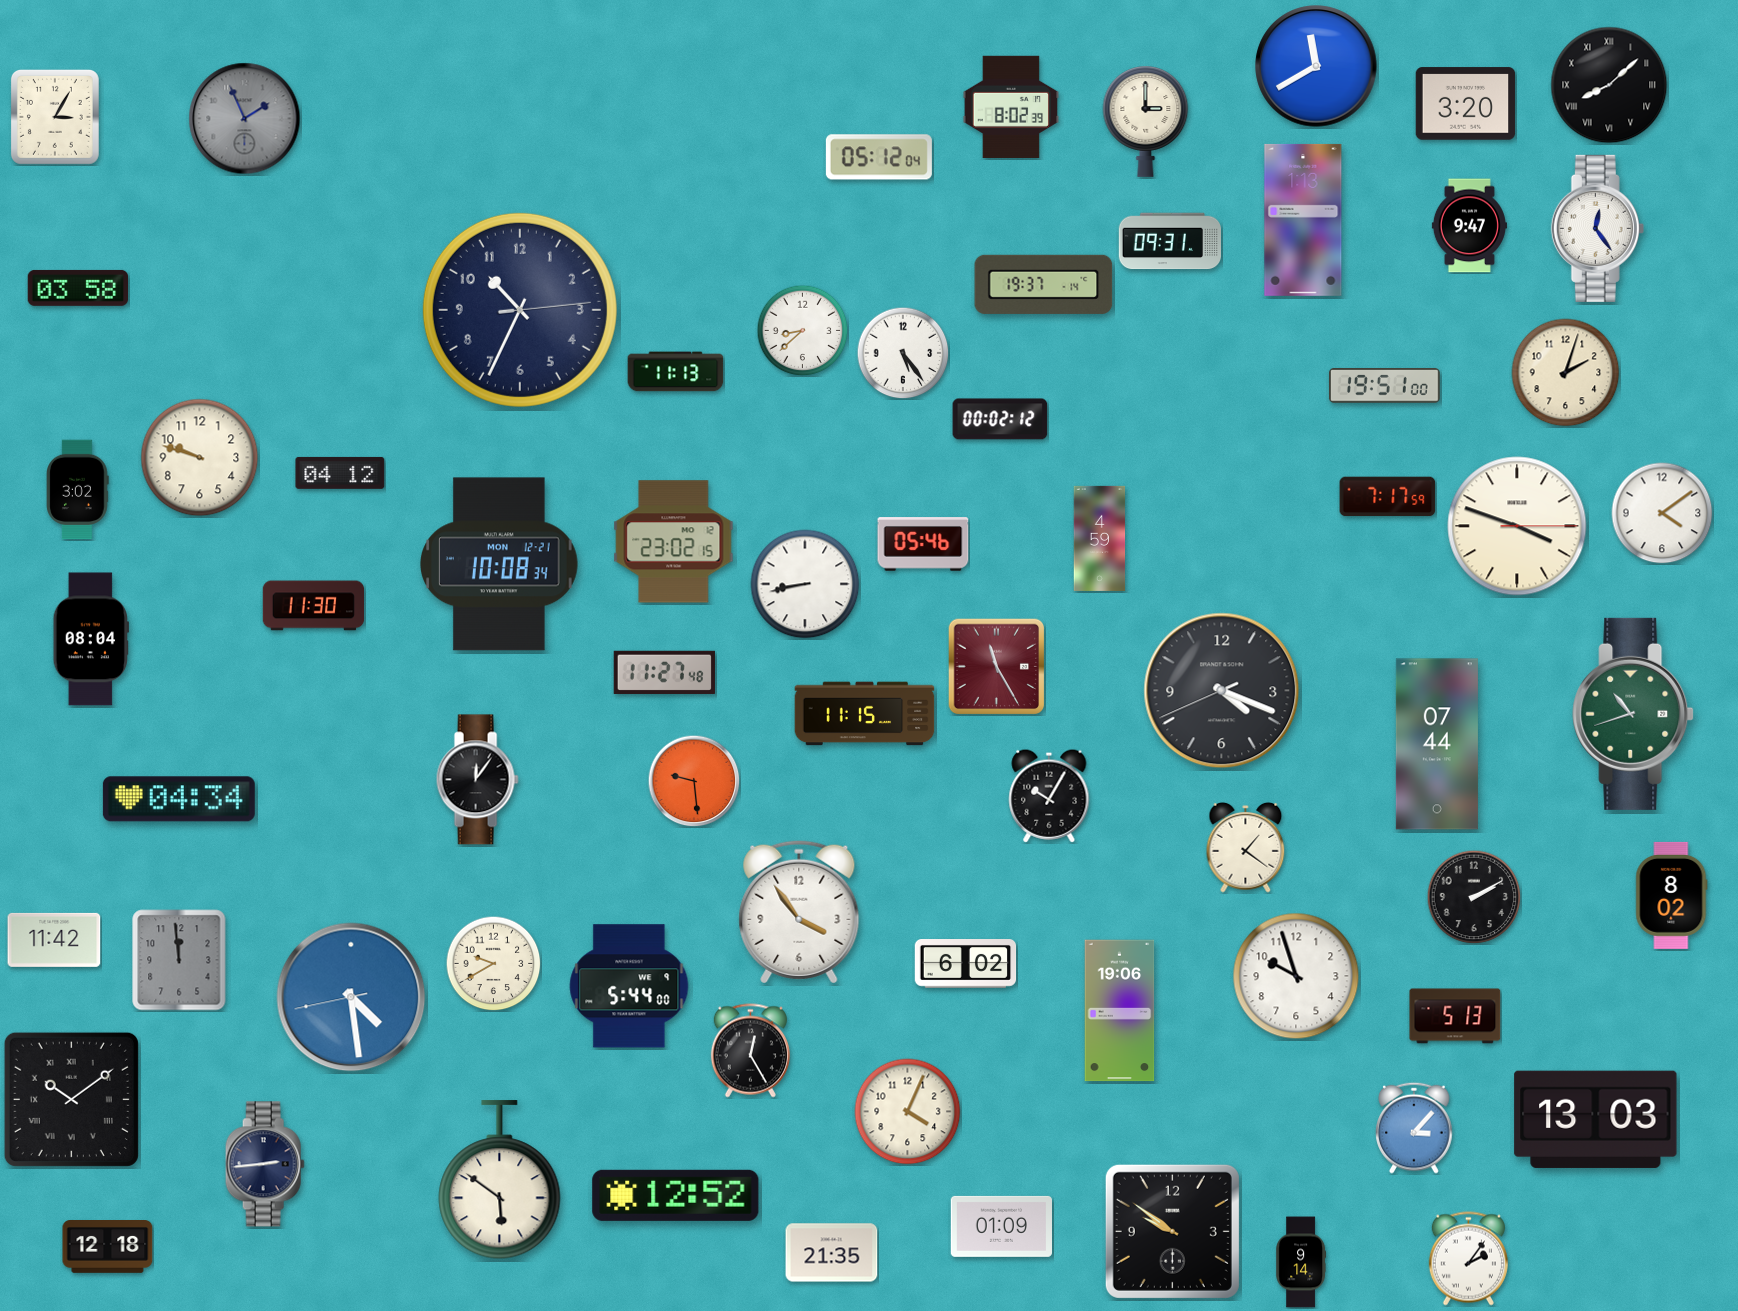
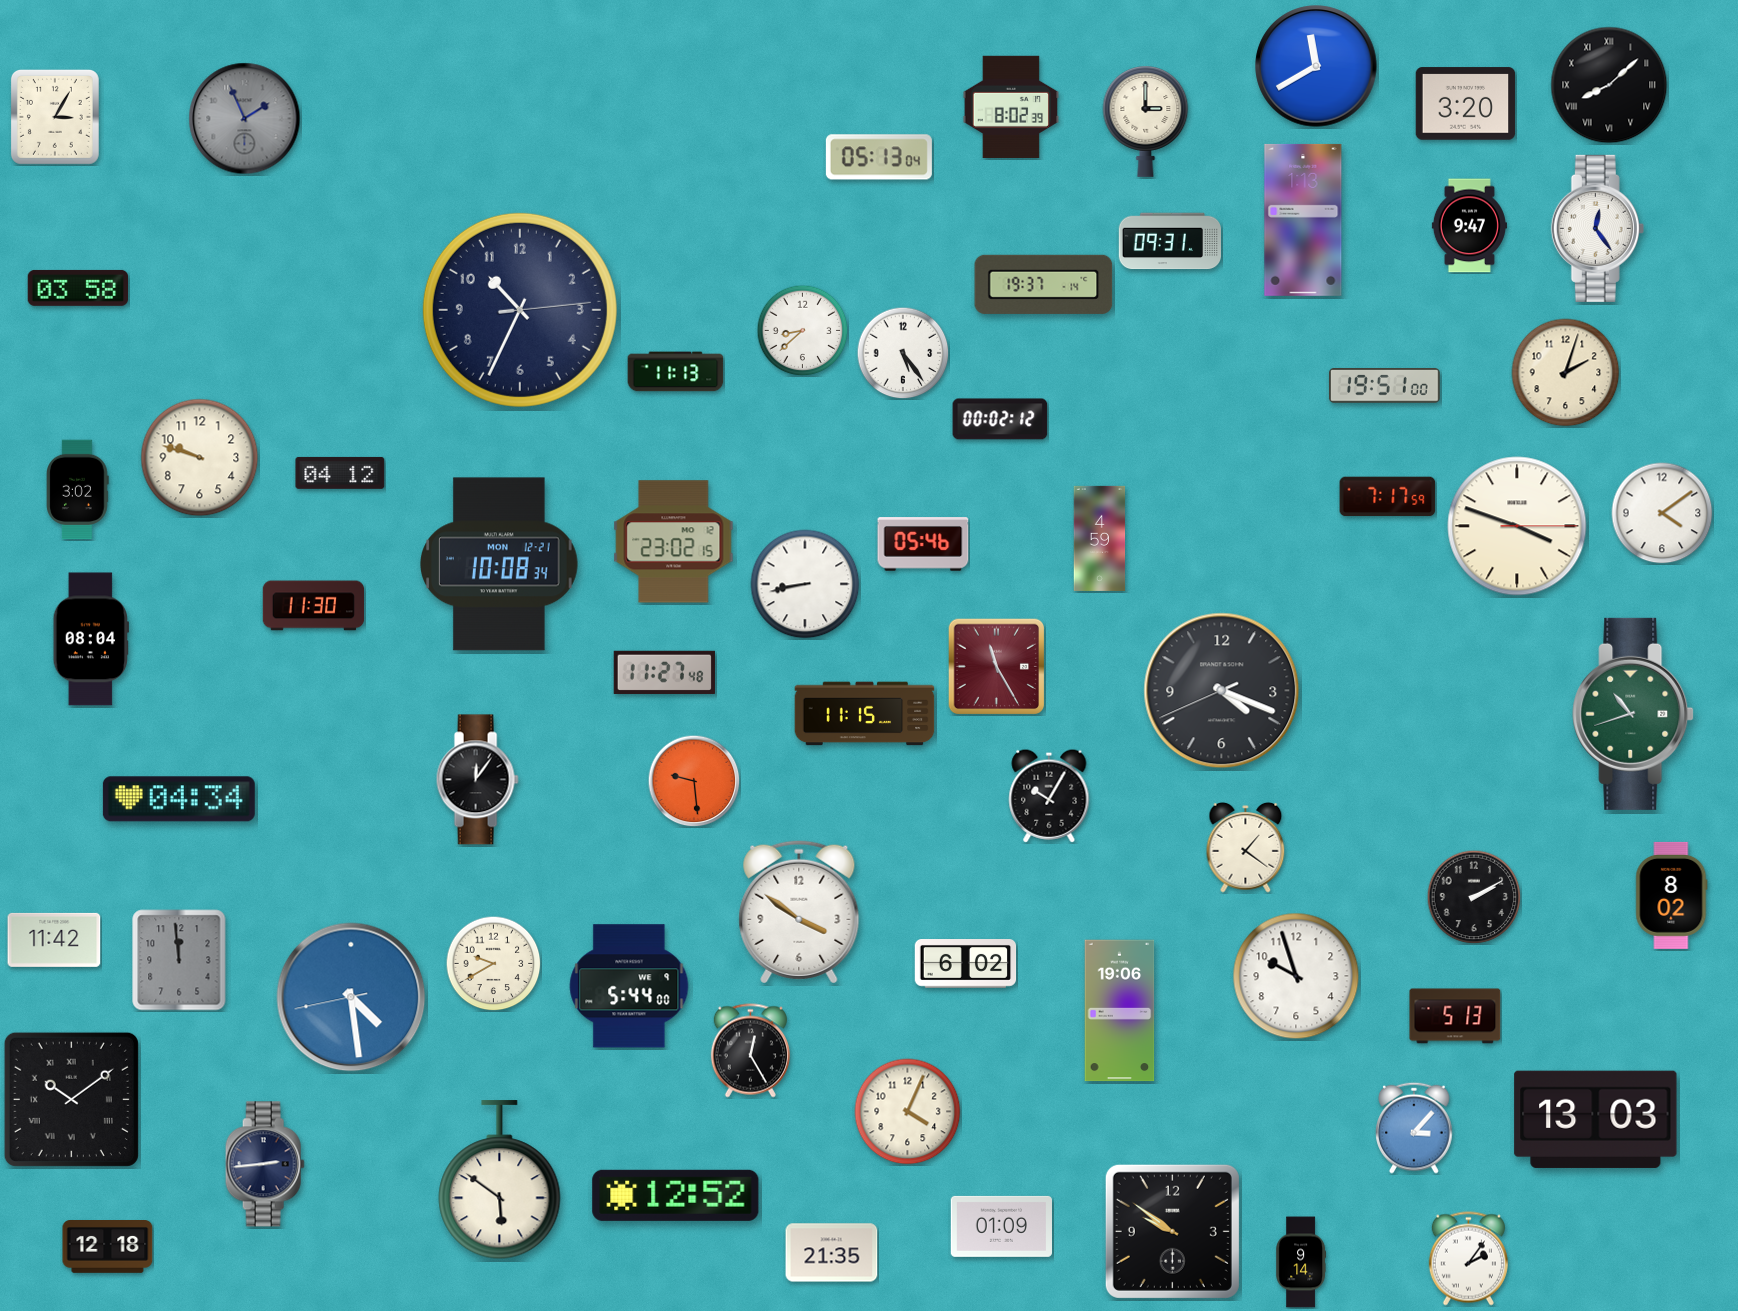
clock at (879, 157): 05:12 -> 05:13
clock at (1437, 744): 07:44 -> none
clock at (799, 912): 3:54 -> 3:51
